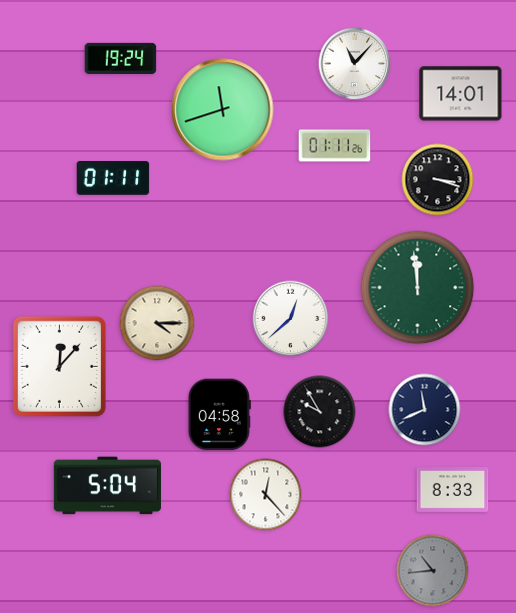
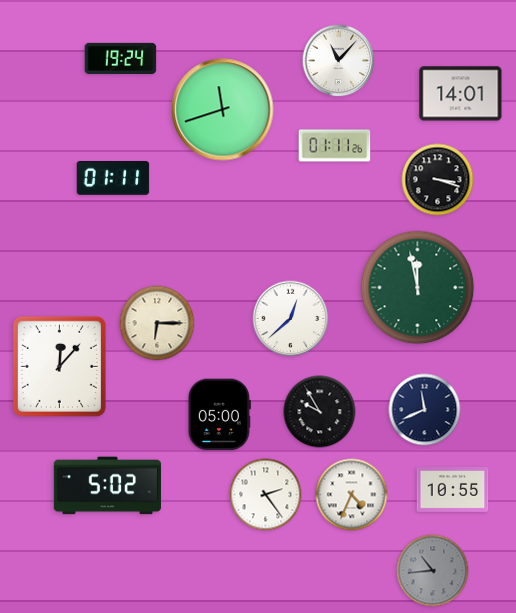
clock at (355, 64) position: (355, 64) -> (339, 61)
clock at (418, 288): 11:59 -> 11:58
clock at (157, 323): 4:15 -> 6:15
clock at (219, 415): 04:58 -> 05:00
clock at (107, 486): 5:04 -> 5:02
clock at (453, 490): 8:33 -> 10:55
clock at (266, 495): 12:23 -> 2:24
clock at (352, 495): none -> 4:34
